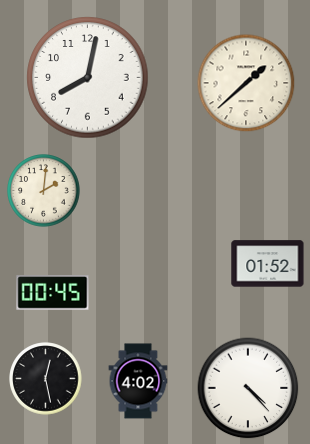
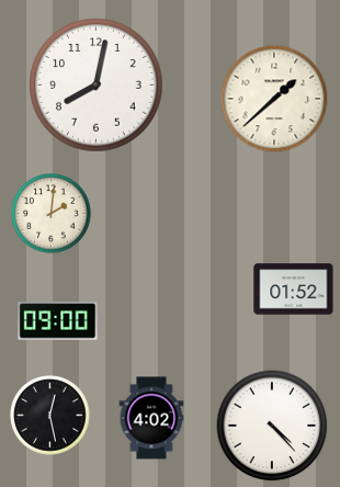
clock at (246, 83) position: (246, 83) -> (274, 99)
clock at (44, 191) position: (44, 191) -> (52, 214)
clock at (53, 293): 00:45 -> 09:00
